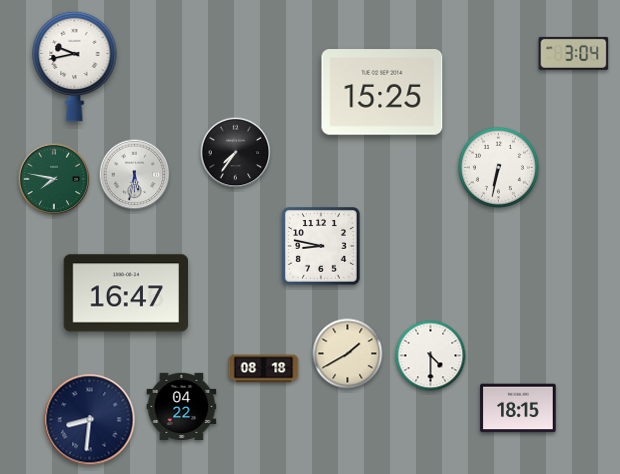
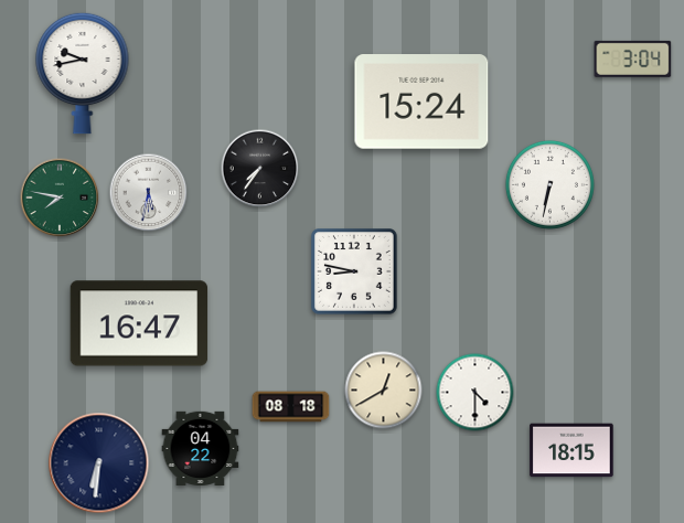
clock at (382, 92): 15:25 -> 15:24
clock at (348, 354): 1:40 -> 12:40
clock at (90, 420): 8:31 -> 6:31
